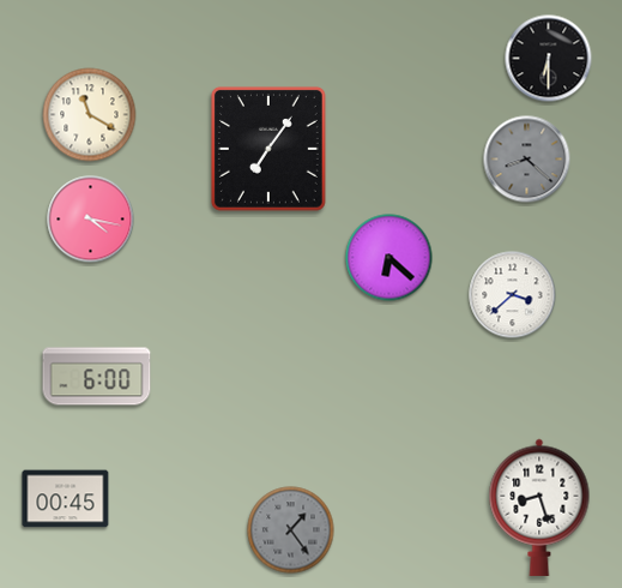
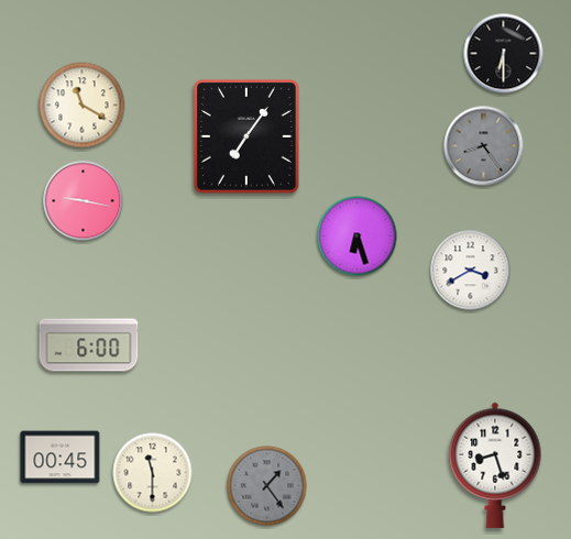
clock at (527, 160): 8:22 -> 8:24
clock at (91, 220): 4:17 -> 9:17
clock at (389, 258): 6:22 -> 6:27
clock at (513, 295): 3:38 -> 3:40
clock at (153, 473): none -> 11:30
